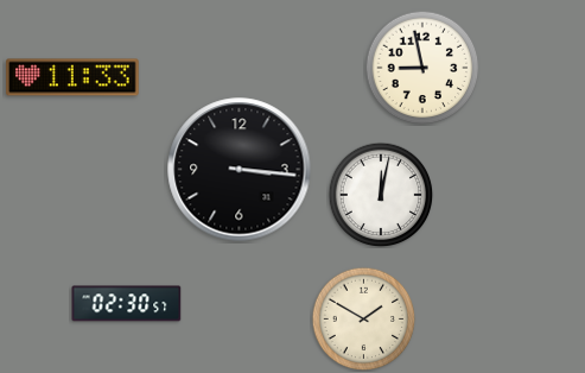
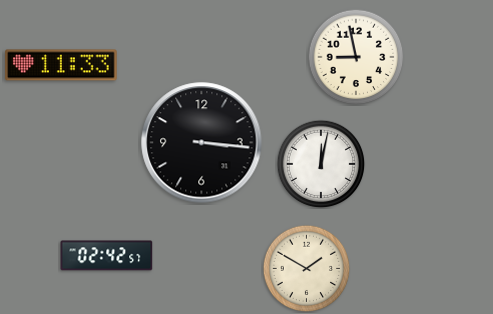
clock at (127, 304): 02:30 -> 02:42
